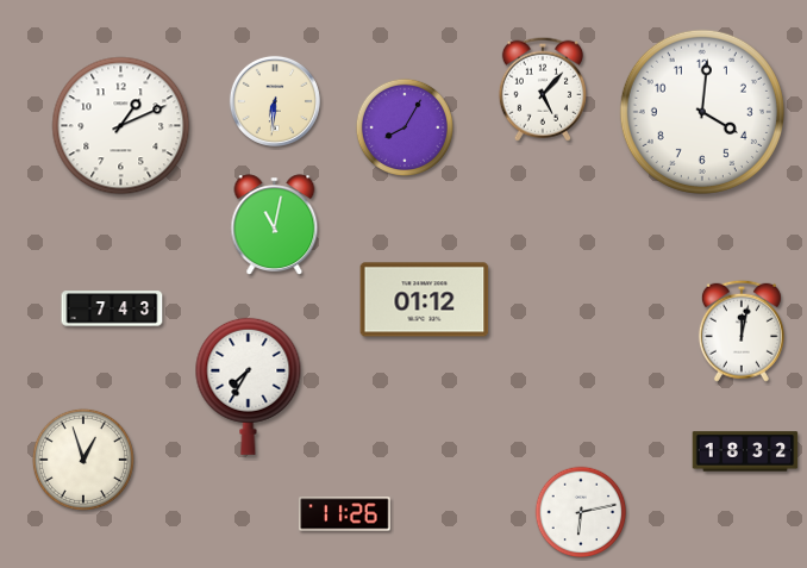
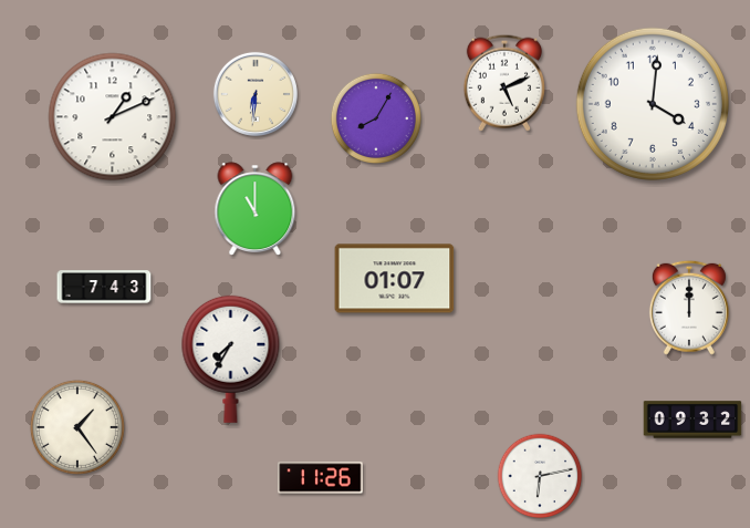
clock at (543, 89): 5:07 -> 5:11
clock at (275, 225): 11:02 -> 11:00
clock at (425, 300): 01:12 -> 01:07
clock at (742, 331): 12:02 -> 12:00
clock at (745, 451): 18:32 -> 09:32
clock at (83, 460): 12:57 -> 1:24
